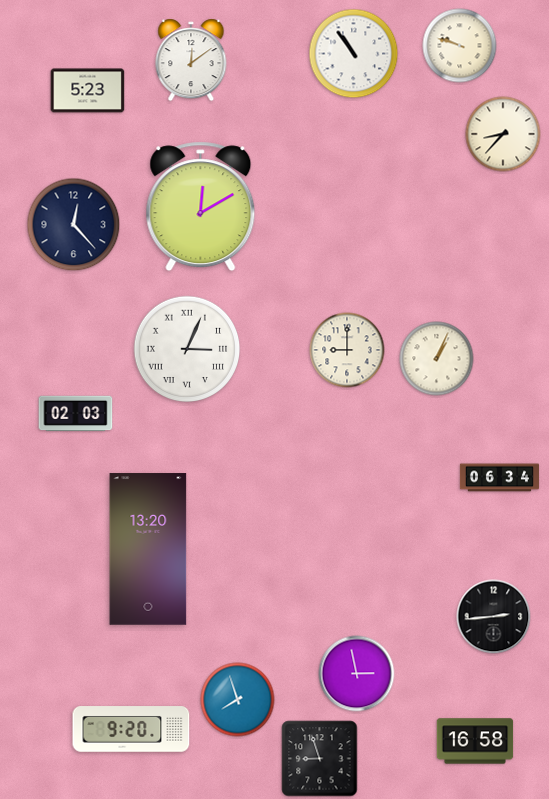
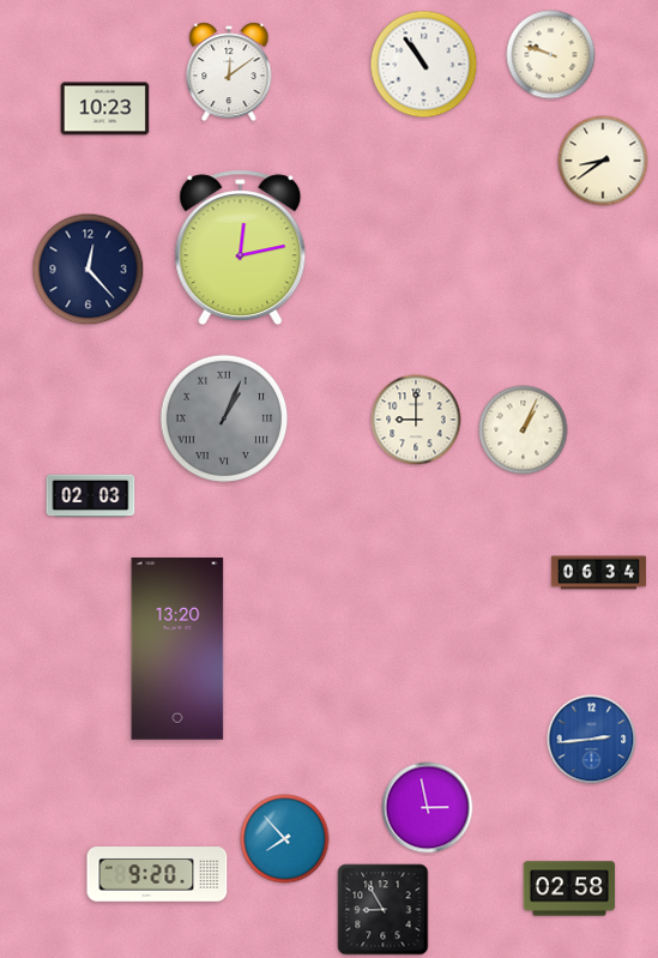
clock at (88, 91): 5:23 -> 10:23
clock at (503, 134): 8:37 -> 8:39
clock at (201, 207): 12:10 -> 12:13
clock at (187, 349): 3:04 -> 1:04
clock at (187, 349) dial: white -> grey
clock at (148, 549) position: (148, 549) -> (177, 649)
clock at (494, 617) dial: black -> blue
clock at (238, 700): 7:57 -> 7:53
clock at (475, 741): 16:58 -> 02:58
clock at (320, 759): 8:57 -> 8:55
